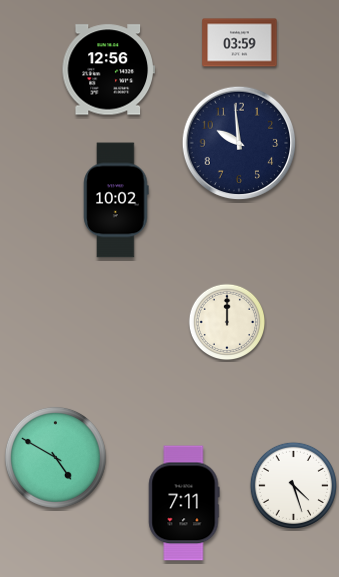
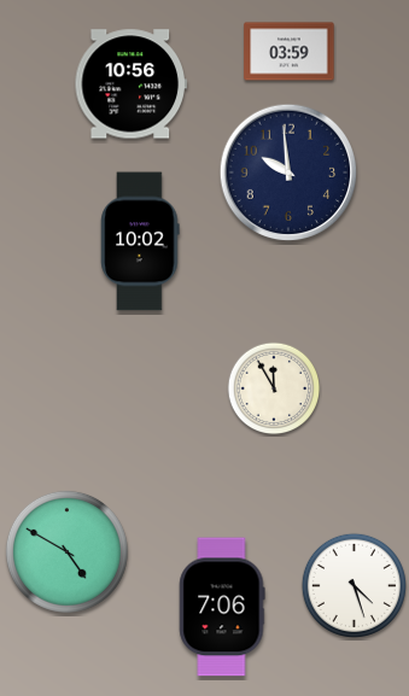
clock at (108, 70): 12:56 -> 10:56
clock at (227, 322): 12:00 -> 11:55
clock at (184, 503): 7:11 -> 7:06
